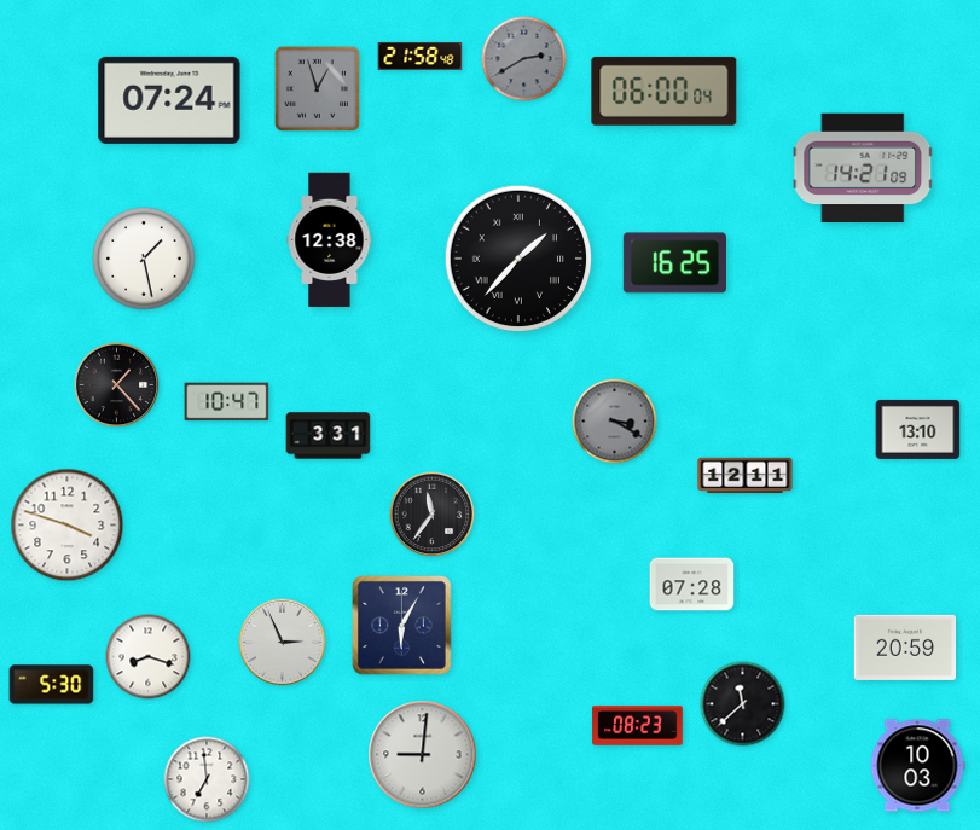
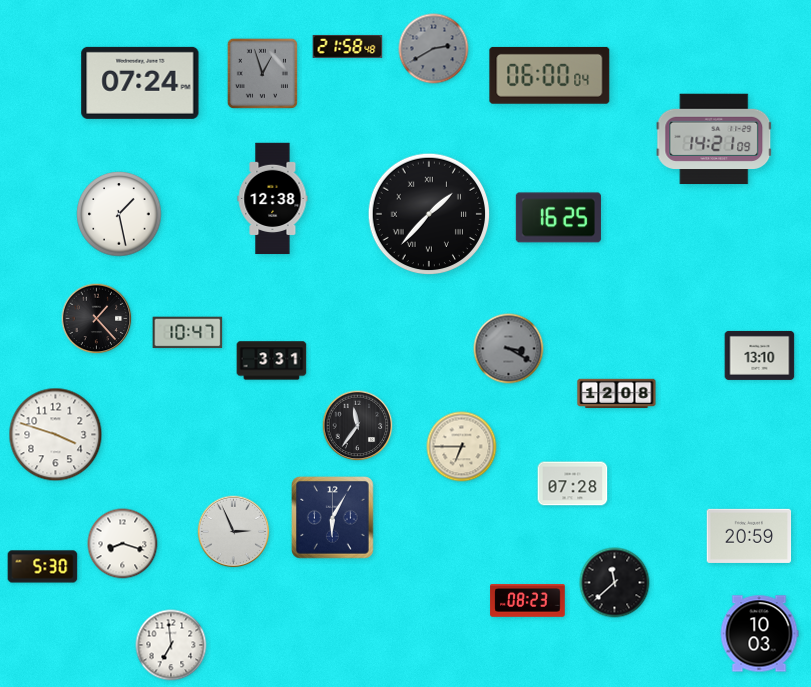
clock at (746, 476): 12:11 -> 12:08
clock at (462, 447): none -> 6:45
clock at (423, 755): 9:01 -> none
